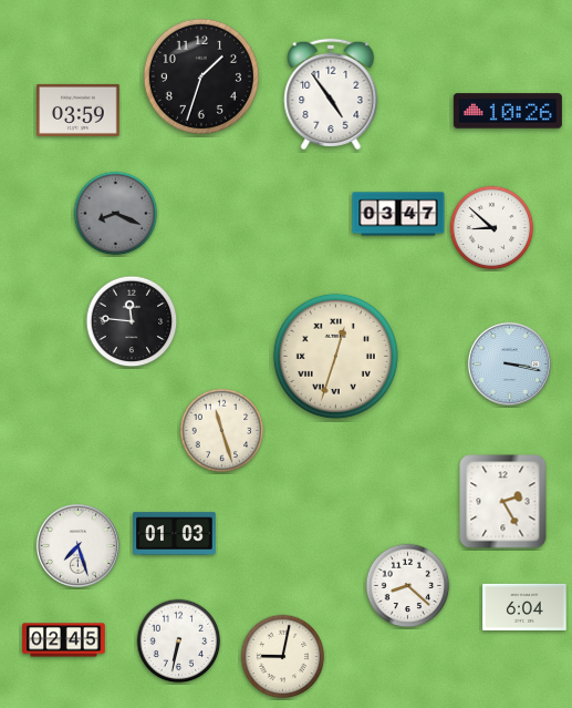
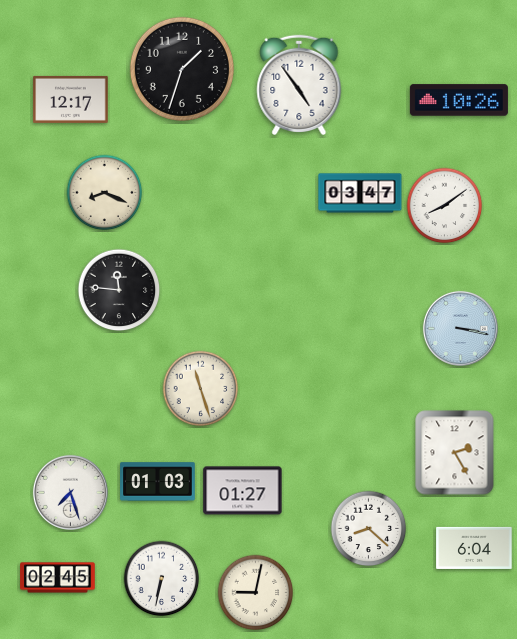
clock at (79, 110): 03:59 -> 12:17
clock at (116, 214) dial: grey -> cream
clock at (492, 228): 8:52 -> 8:09
clock at (335, 356): 12:33 -> none
clock at (243, 491): none -> 01:27
